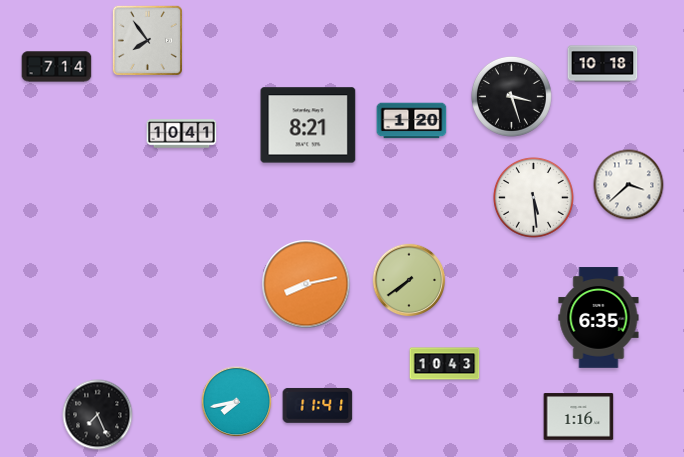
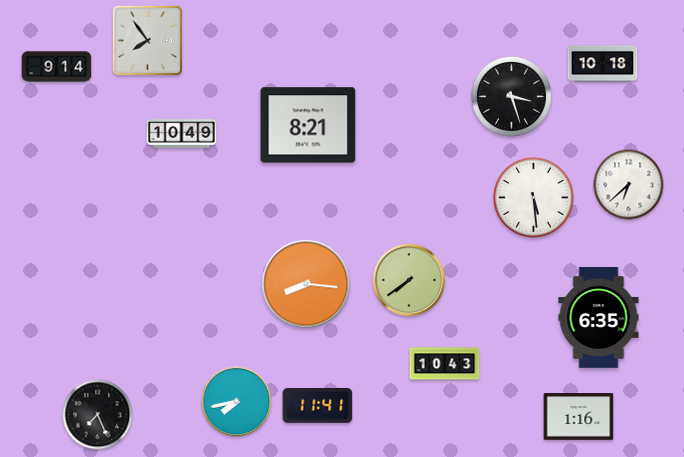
clock at (57, 67): 7:14 -> 9:14
clock at (412, 121): 1:20 -> none
clock at (182, 134): 10:41 -> 10:49
clock at (629, 185): 3:38 -> 6:38
clock at (306, 284): 8:13 -> 8:16
